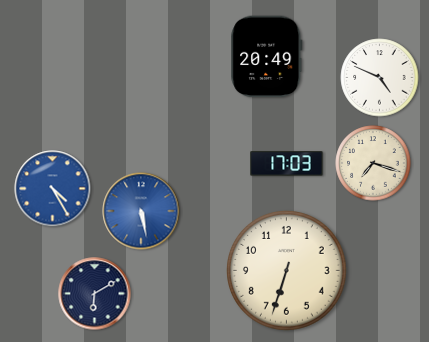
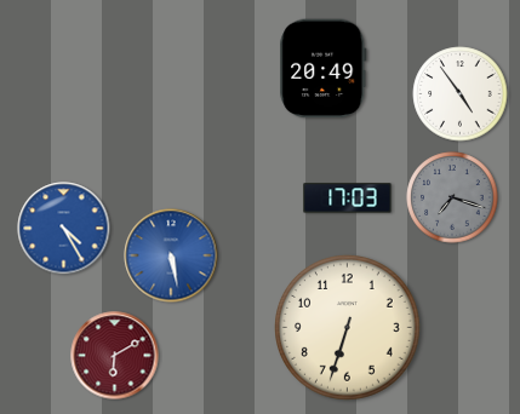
clock at (380, 78): 4:49 -> 4:54
clock at (373, 163) dial: cream -> grey
clock at (95, 294) dial: navy -> burgundy
